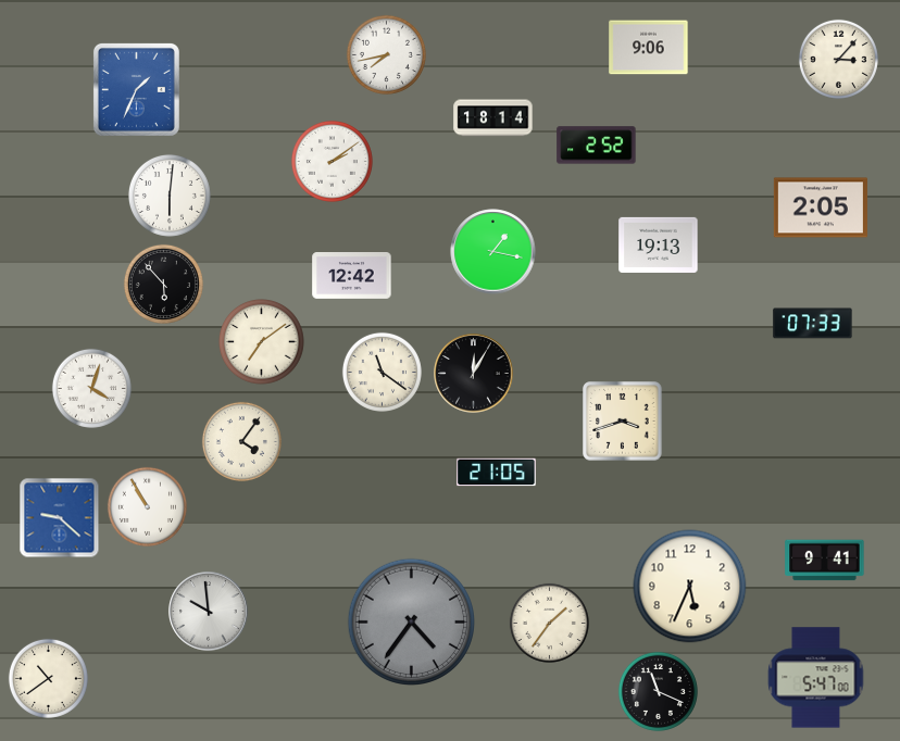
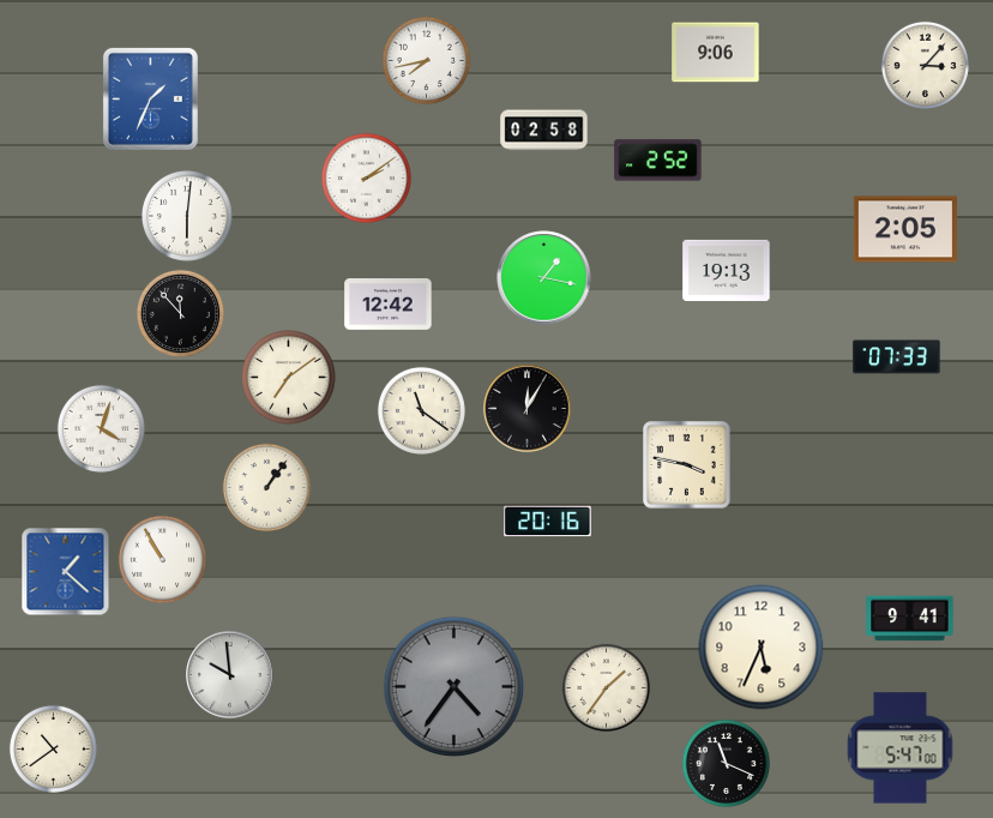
clock at (493, 118): 18:14 -> 02:58
clock at (163, 284): 5:53 -> 11:53
clock at (474, 374) position: (474, 374) -> (528, 409)
clock at (623, 422): 3:42 -> 3:47
clock at (241, 441): 4:06 -> 1:06
clock at (497, 473): 21:05 -> 20:16
clock at (60, 518): 9:22 -> 1:22
